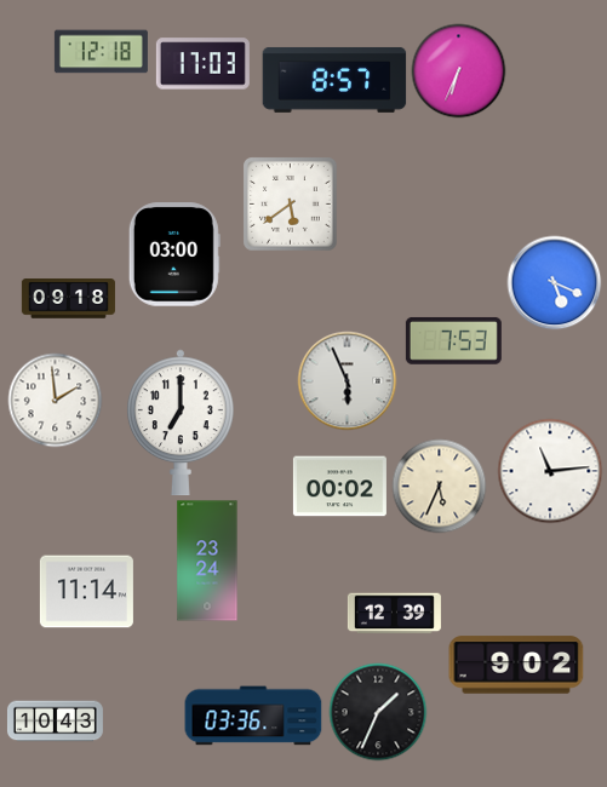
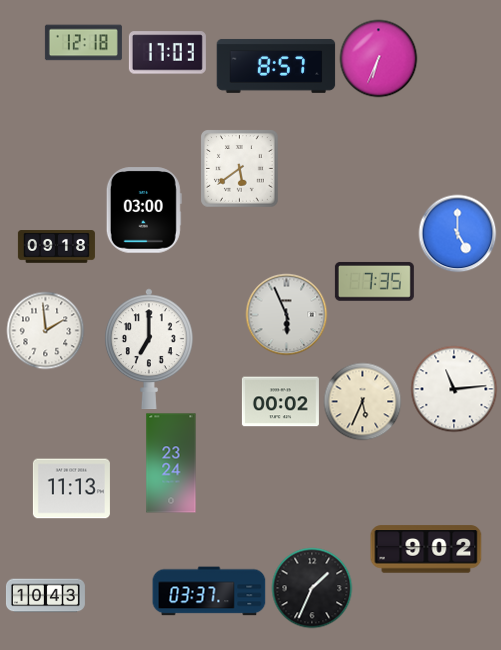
clock at (554, 282): 5:19 -> 5:00
clock at (453, 340): 7:53 -> 7:35
clock at (86, 592): 11:14 -> 11:13
clock at (394, 614): 12:39 -> none
clock at (253, 716): 03:36 -> 03:37
